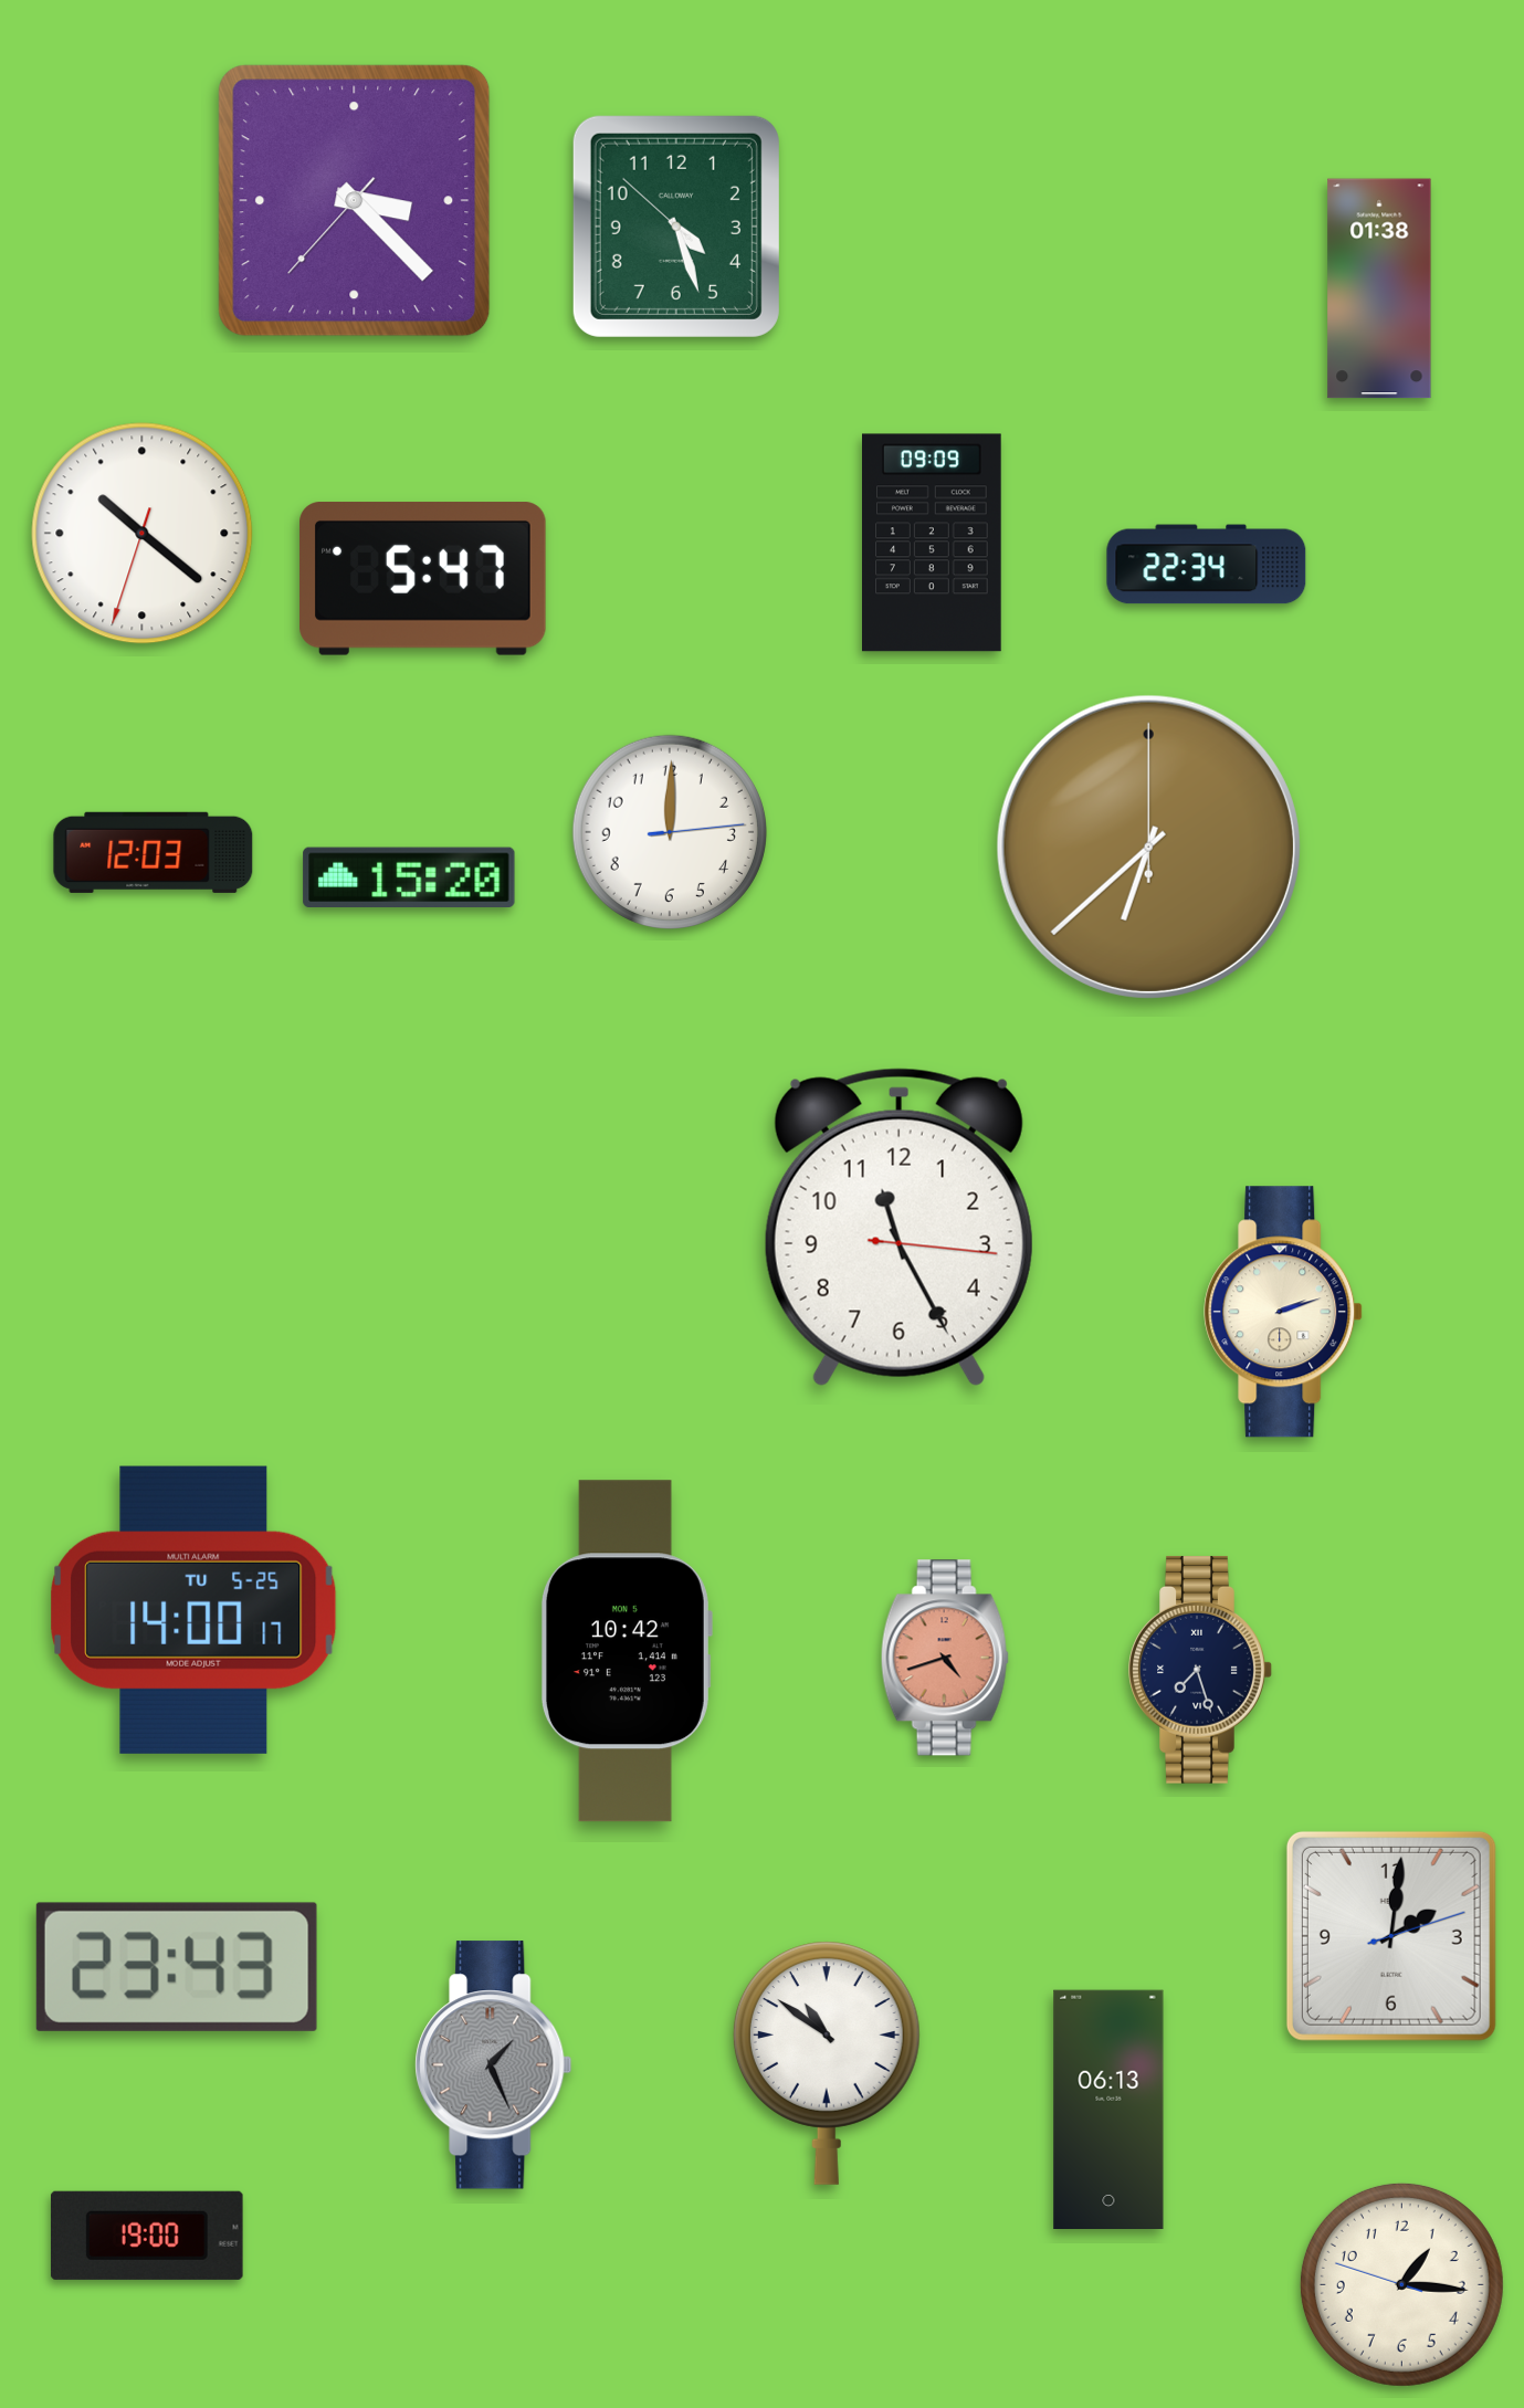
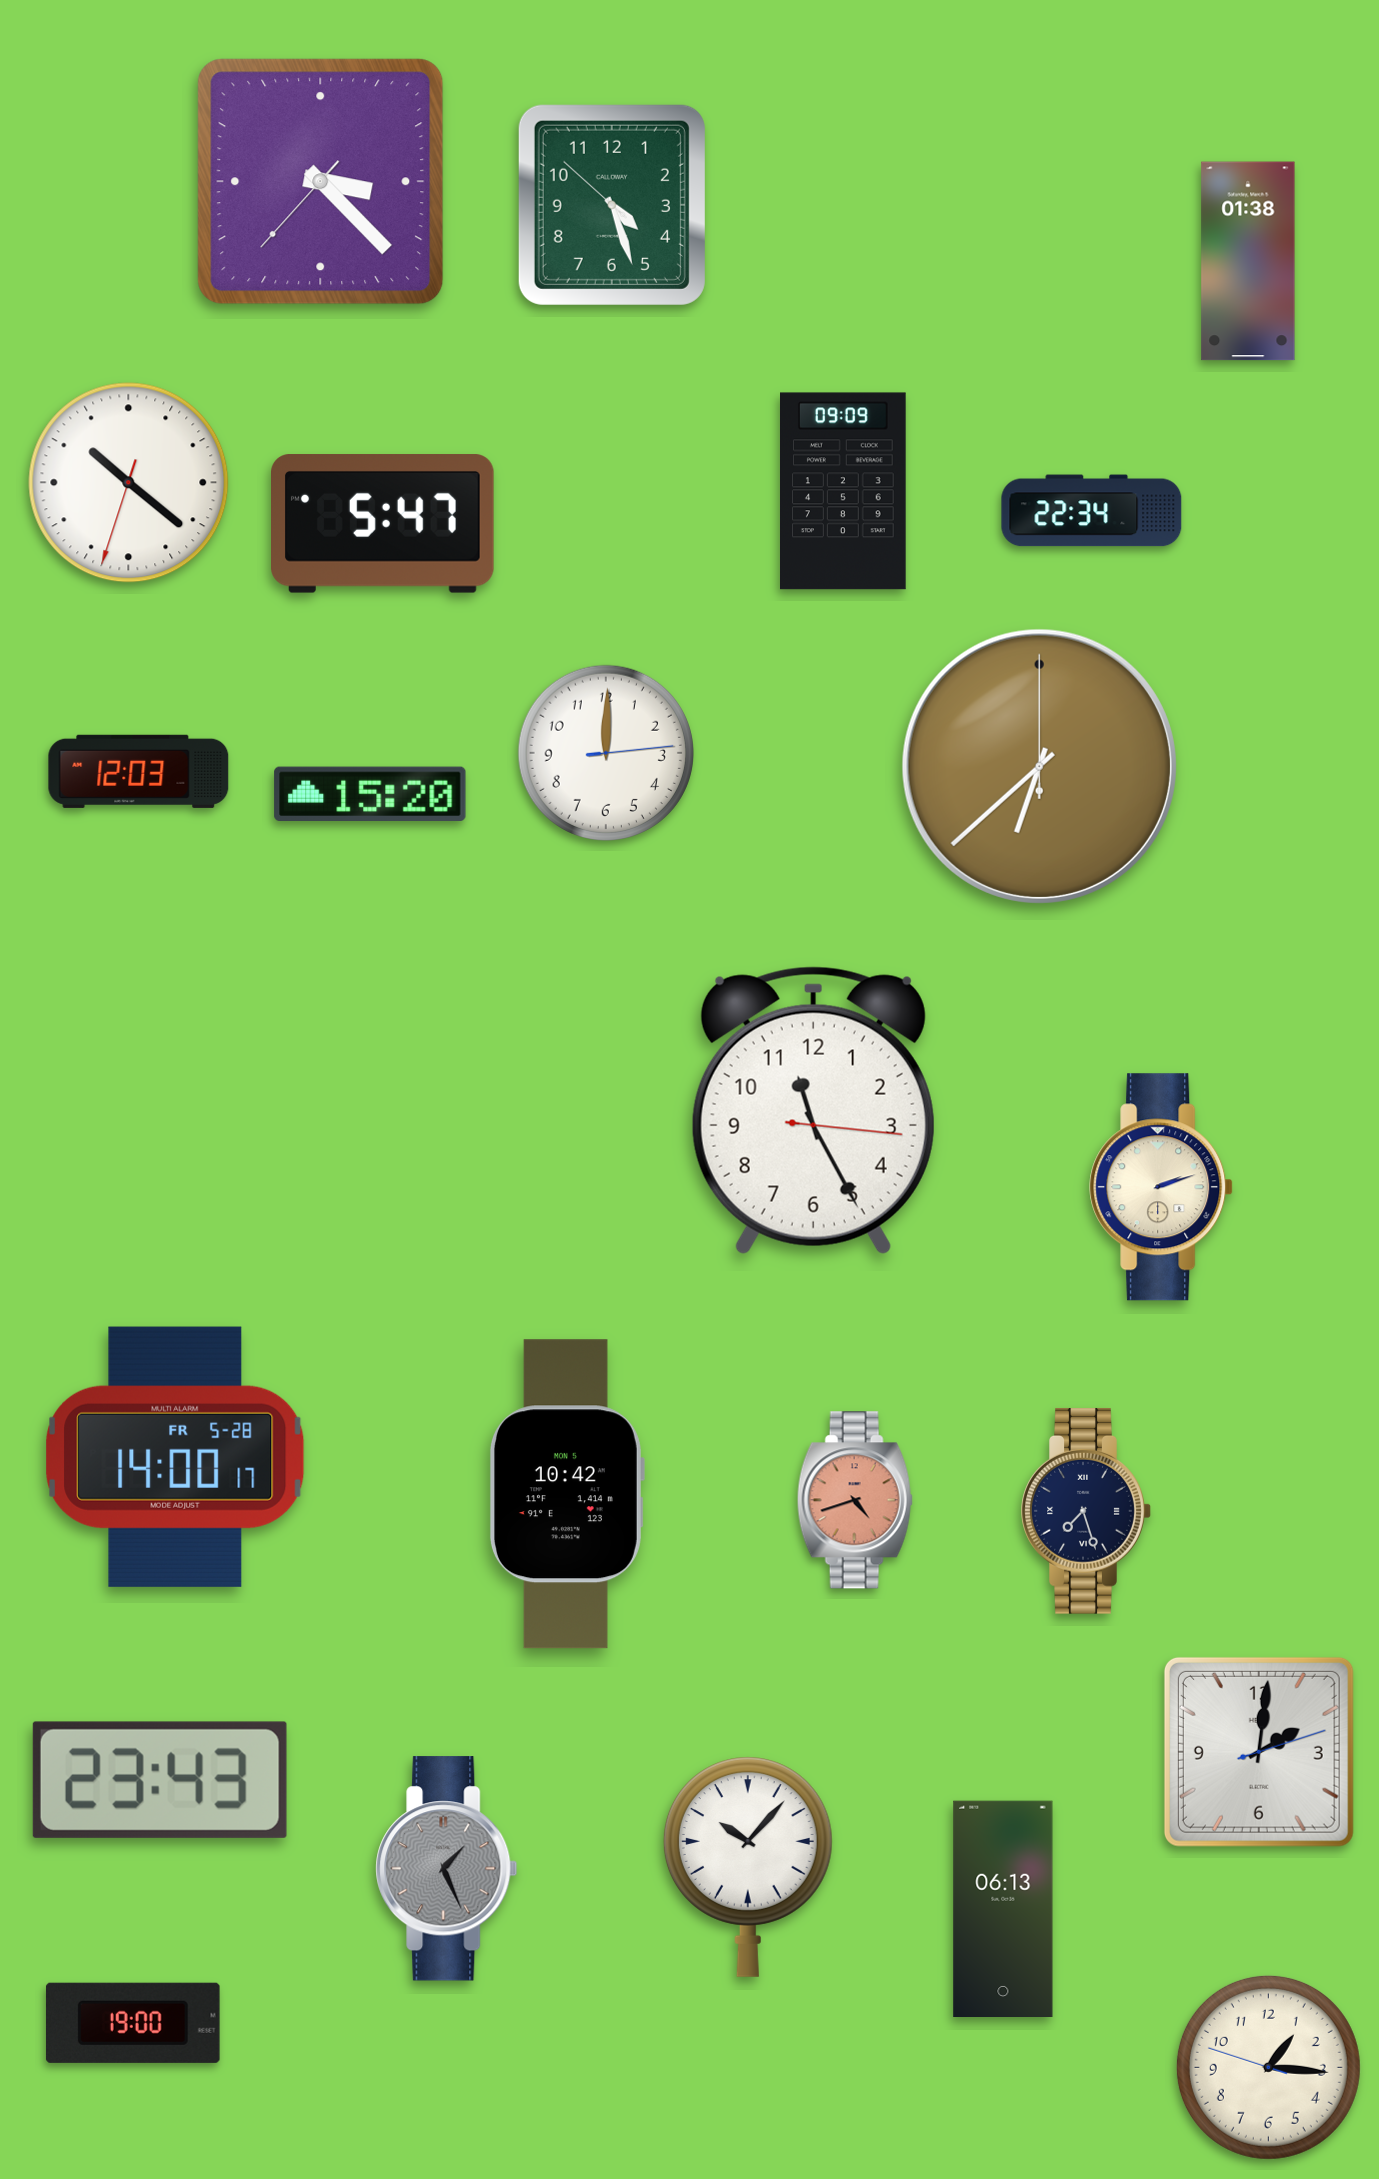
clock at (193, 1610) date: TU 5-25 -> FR 5-28
clock at (827, 2063): 10:51 -> 10:07
